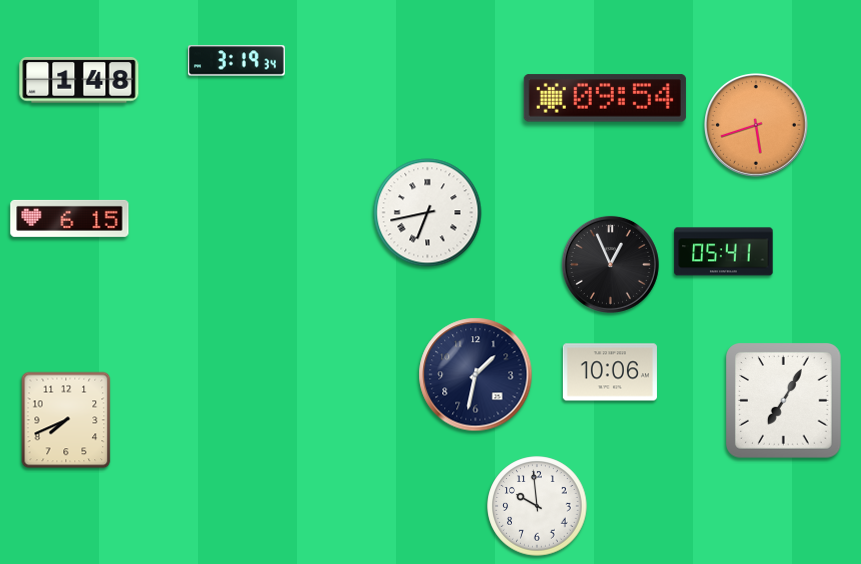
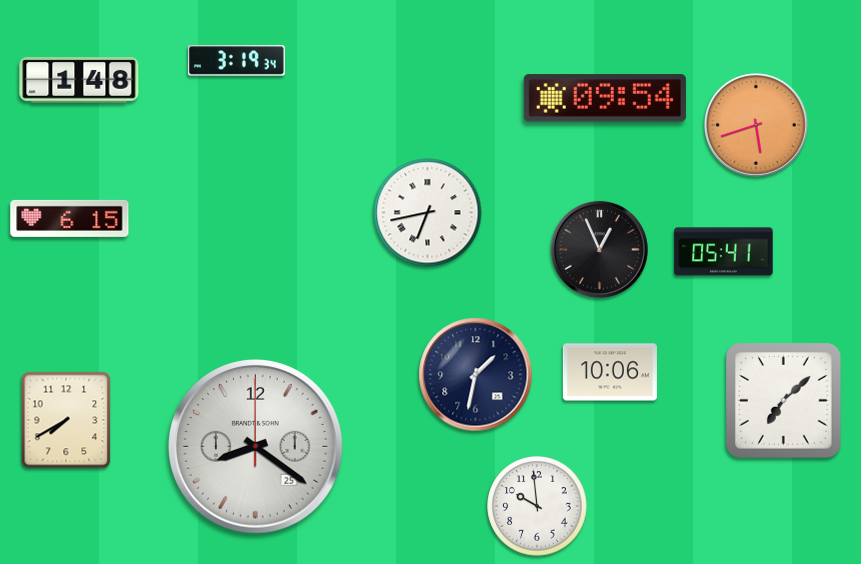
clock at (610, 264) position: (610, 264) -> (599, 249)
clock at (784, 401): 7:05 -> 7:08
clock at (66, 420): 7:41 -> 7:40
clock at (256, 447): none -> 8:21
